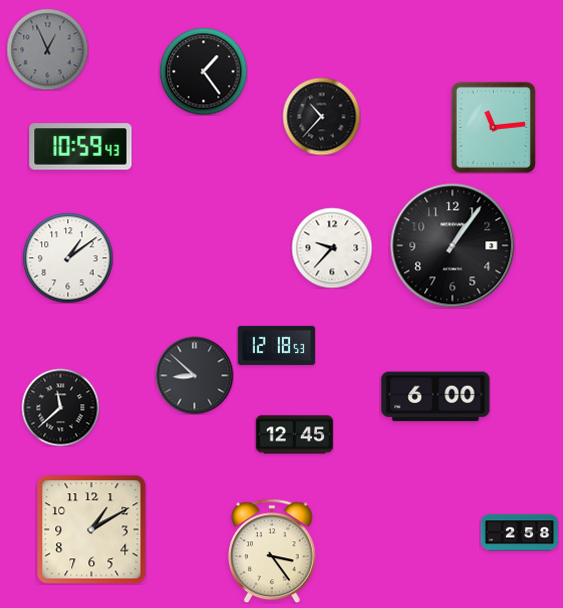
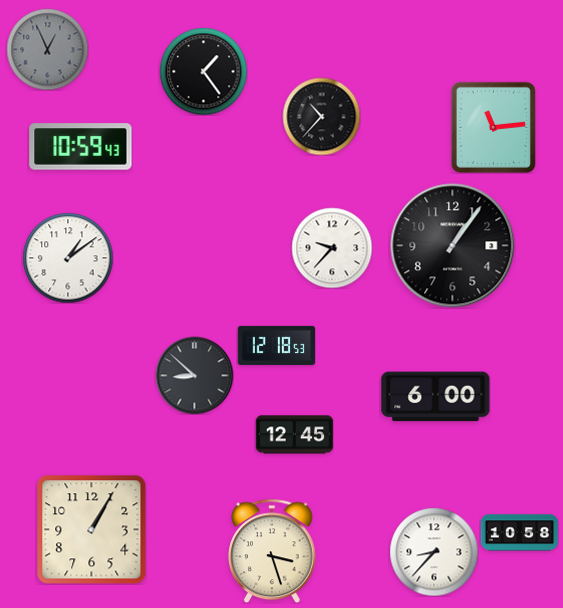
clock at (60, 407): 11:38 -> none
clock at (92, 530): 1:10 -> 1:05
clock at (519, 533): 2:58 -> 10:58
clock at (273, 551): 3:24 -> 3:27
clock at (434, 552): none -> 8:37
